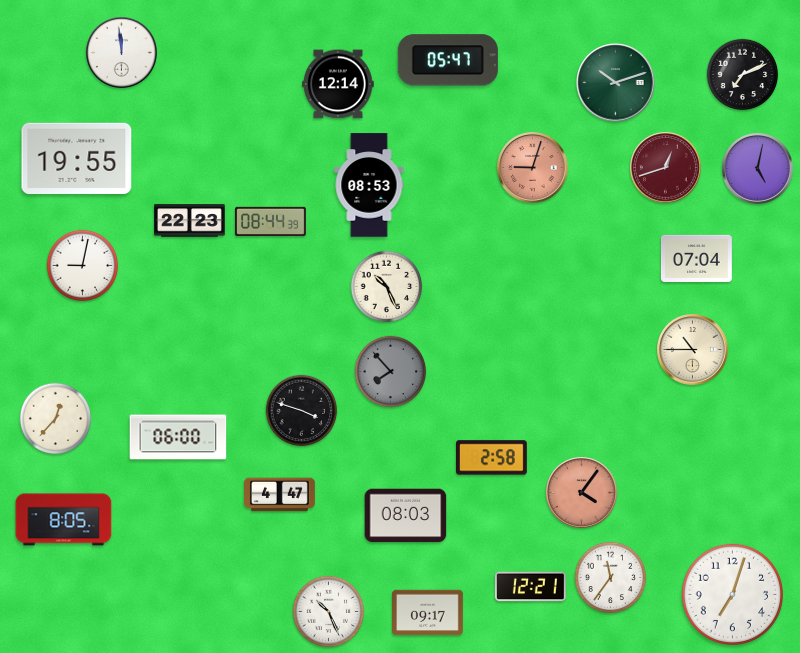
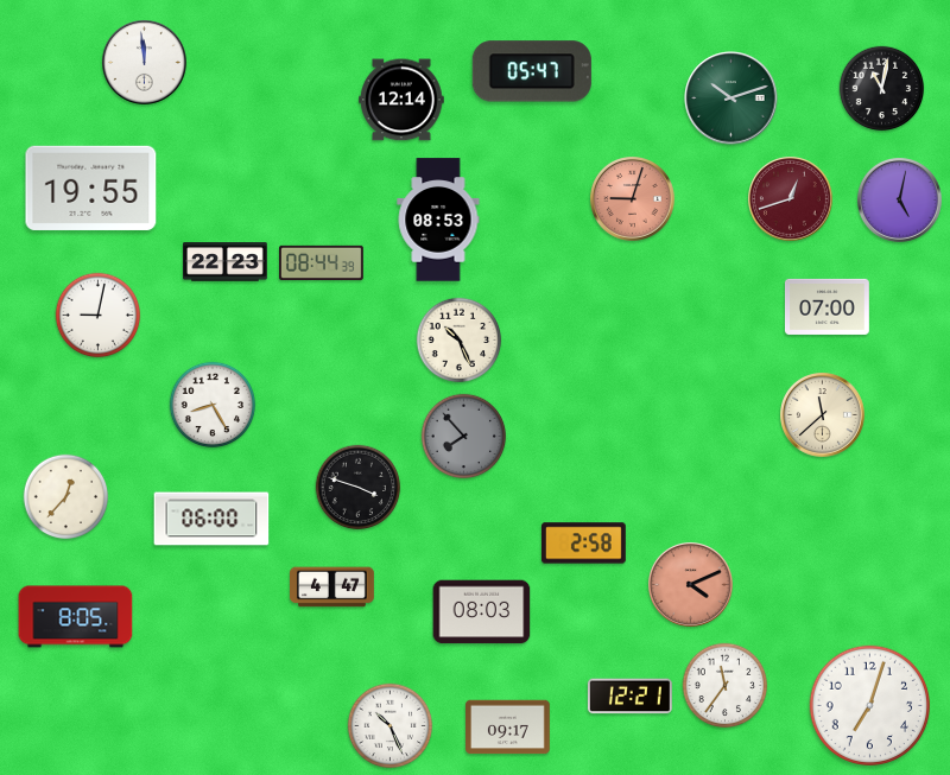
clock at (743, 75): 7:11 -> 11:02
clock at (697, 258): 07:04 -> 07:00
clock at (213, 405): none -> 8:25
clock at (693, 350): 10:45 -> 11:38
clock at (391, 372) position: (391, 372) -> (464, 437)
clock at (582, 493): 4:06 -> 4:11
